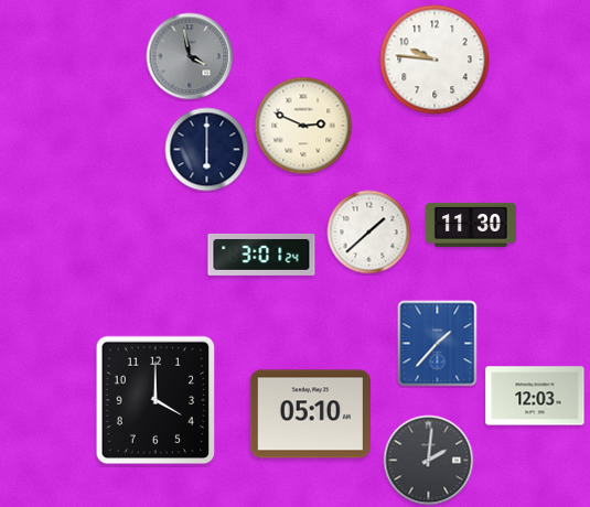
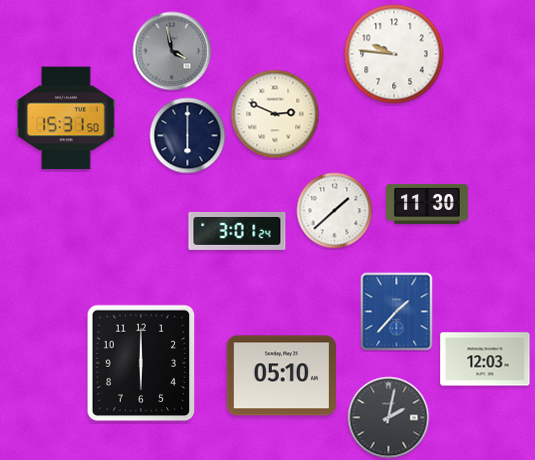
clock at (66, 118): none -> 15:31
clock at (155, 400): 4:00 -> 6:00
clock at (429, 461): 2:01 -> 2:02
